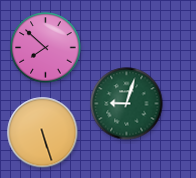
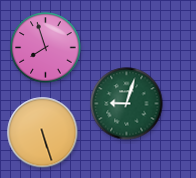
clock at (46, 48): 7:52 -> 7:57
